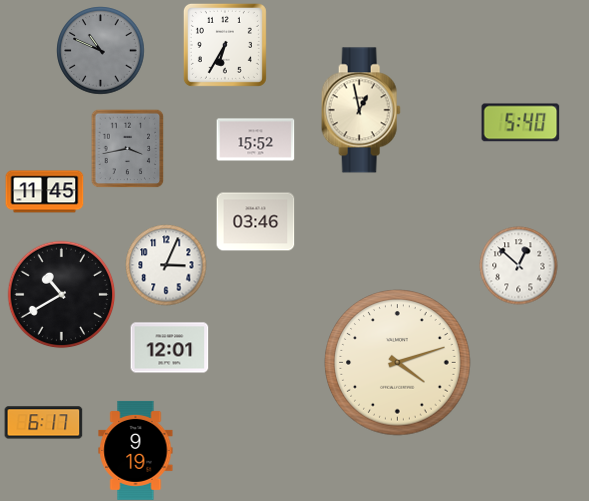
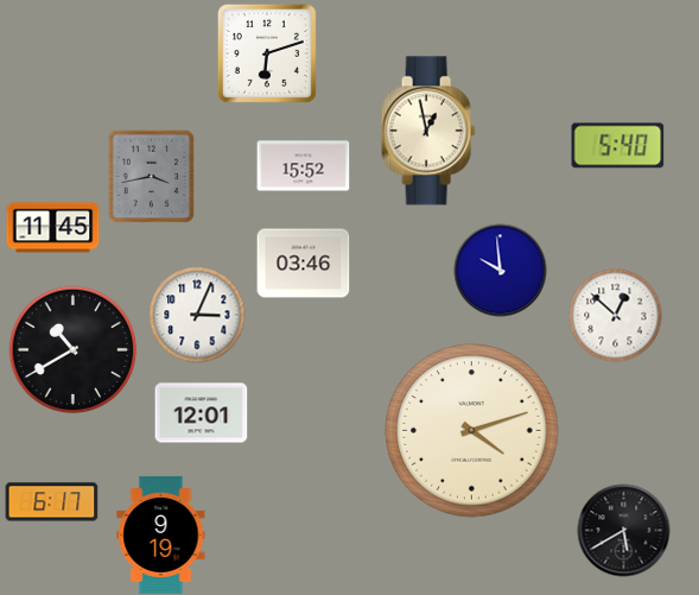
clock at (225, 45): 6:35 -> 6:12
clock at (100, 50): 10:49 -> none
clock at (500, 270): none -> 9:59
clock at (623, 530): none -> 5:40
